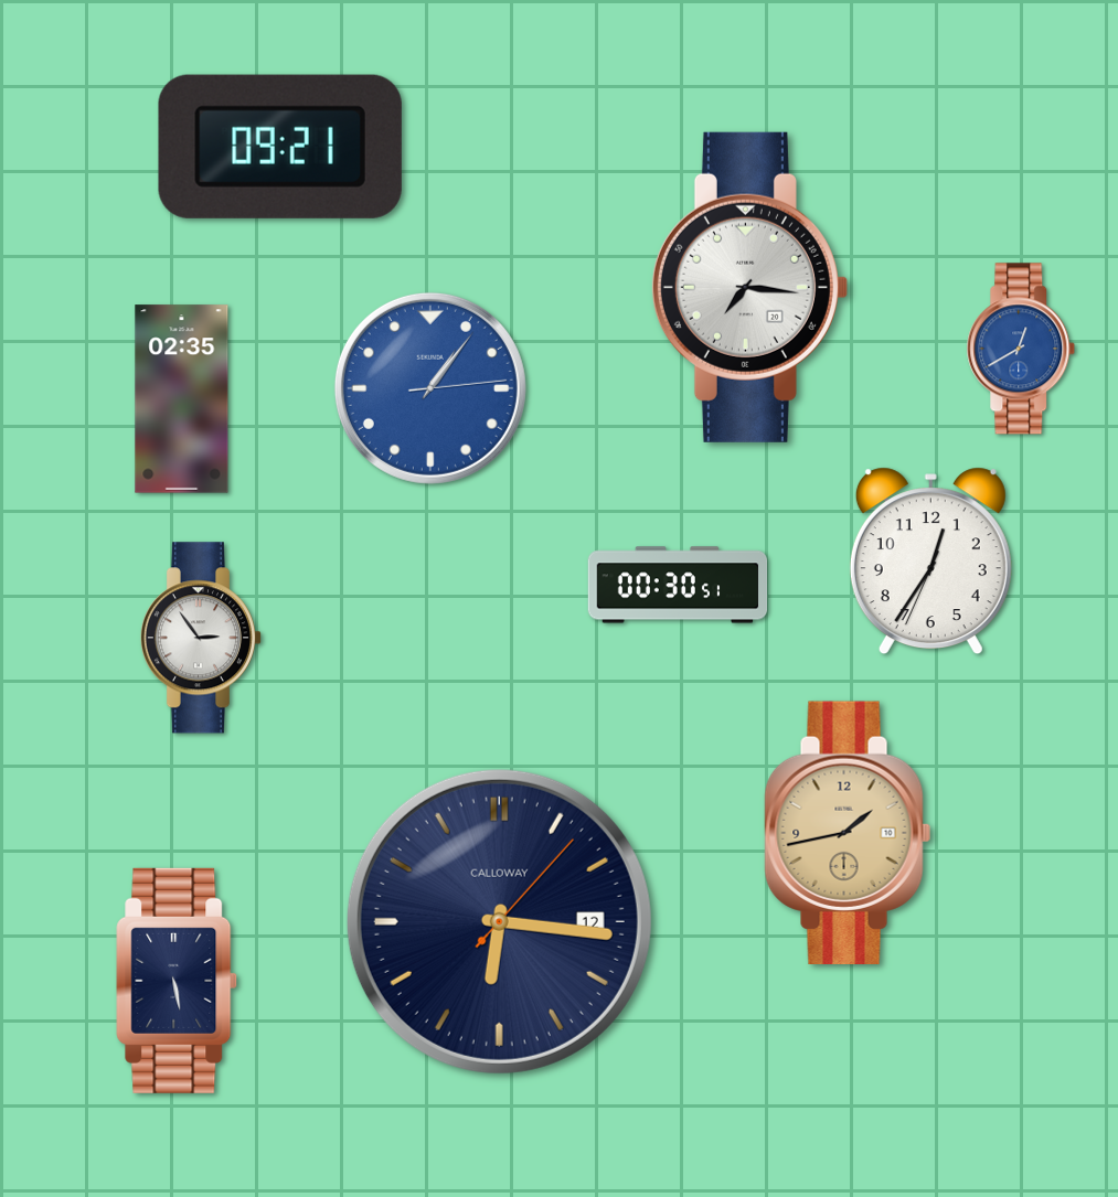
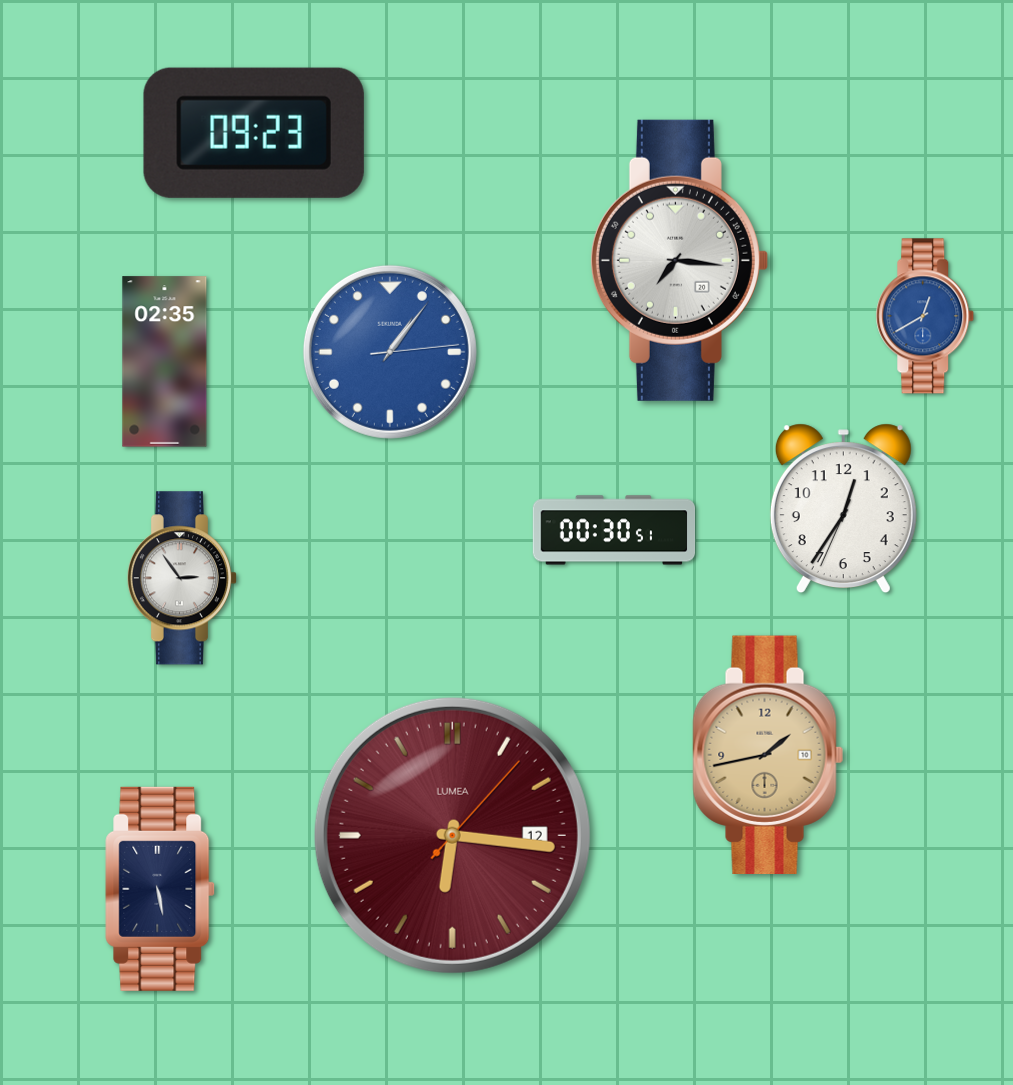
clock at (280, 147): 09:21 -> 09:23
clock at (499, 921) dial: navy -> burgundy
clock at (499, 921) brand: CALLOWAY -> LUMEA
